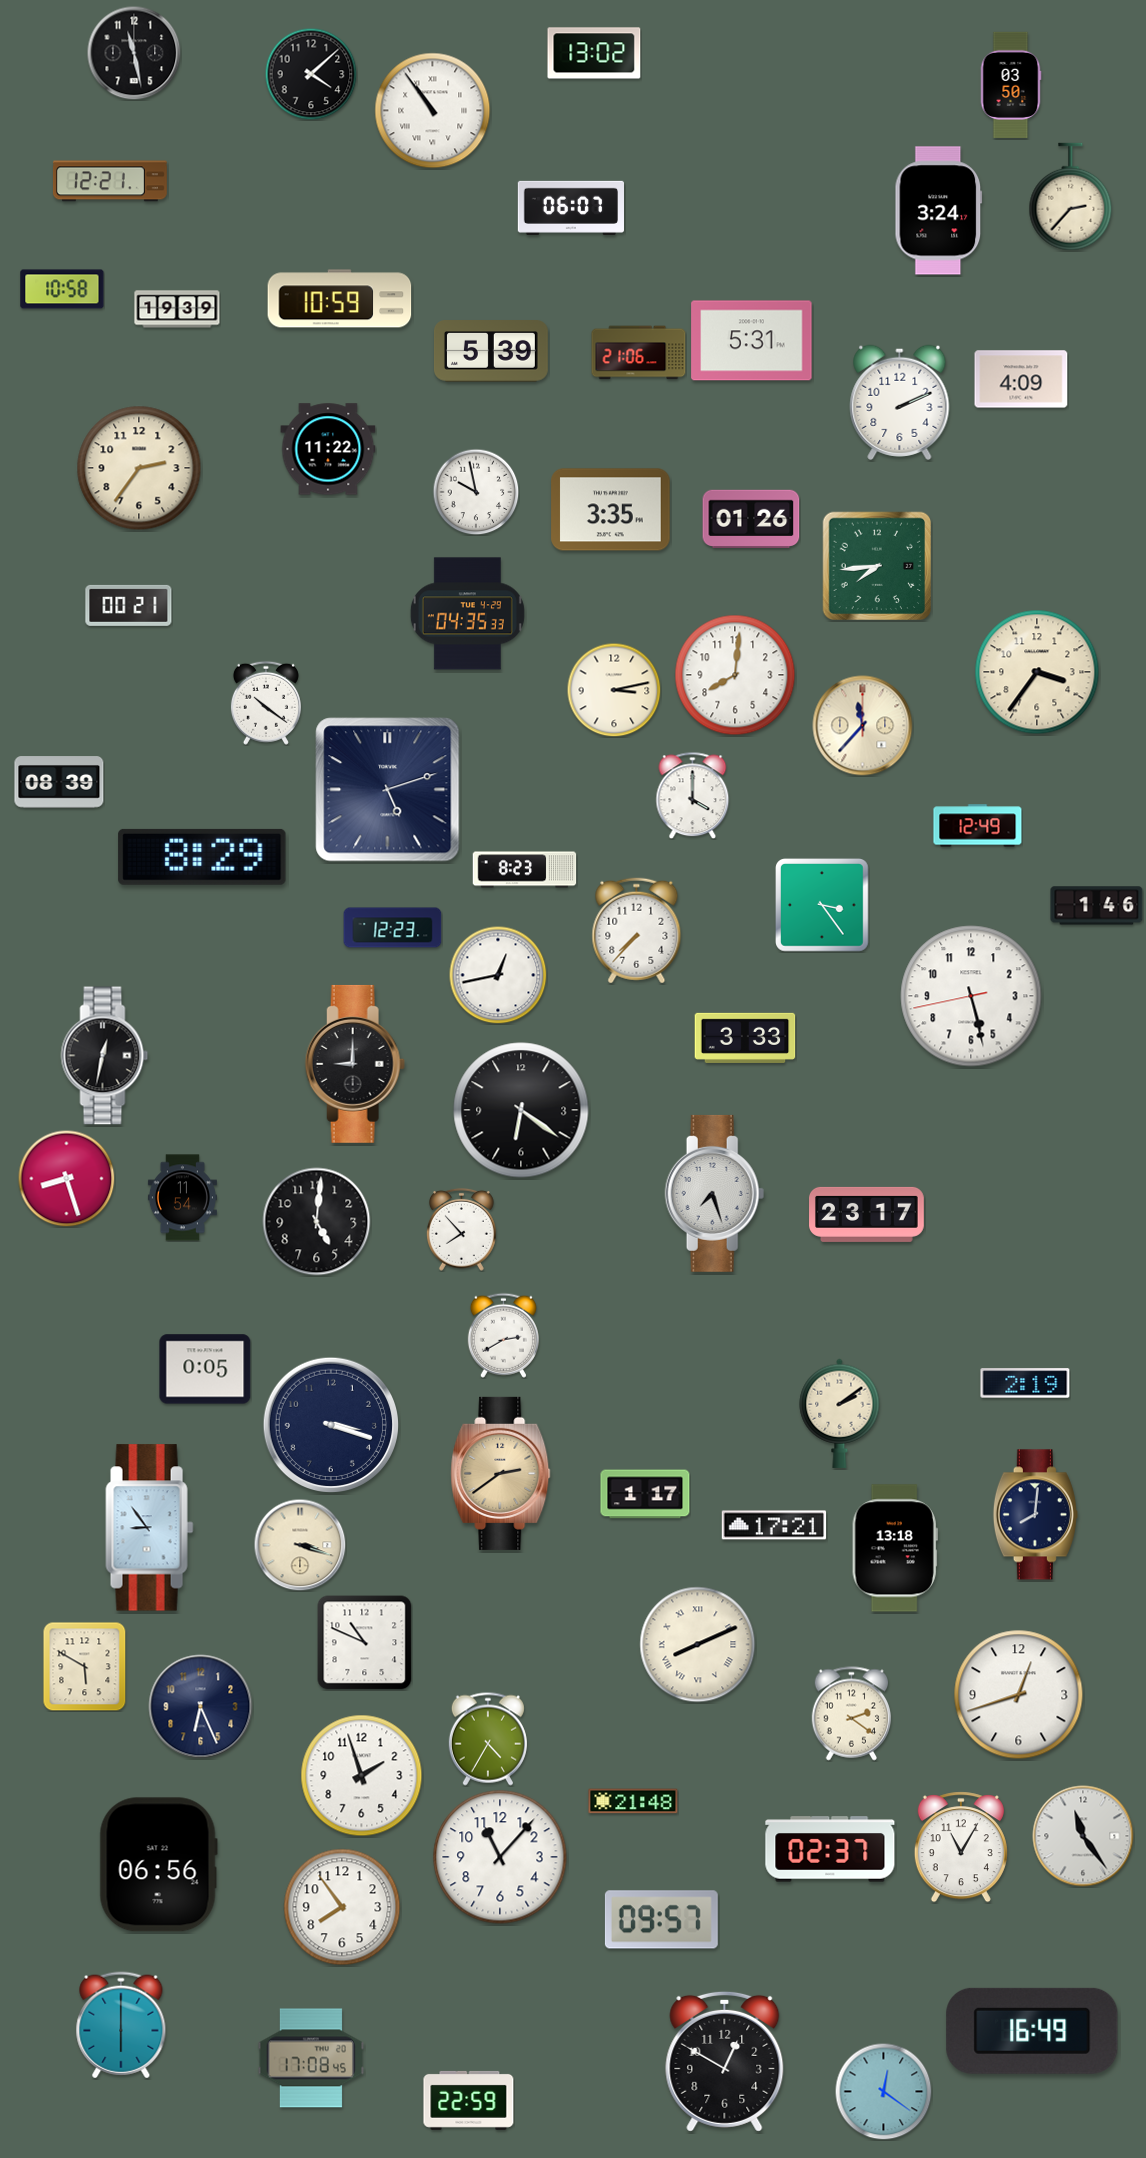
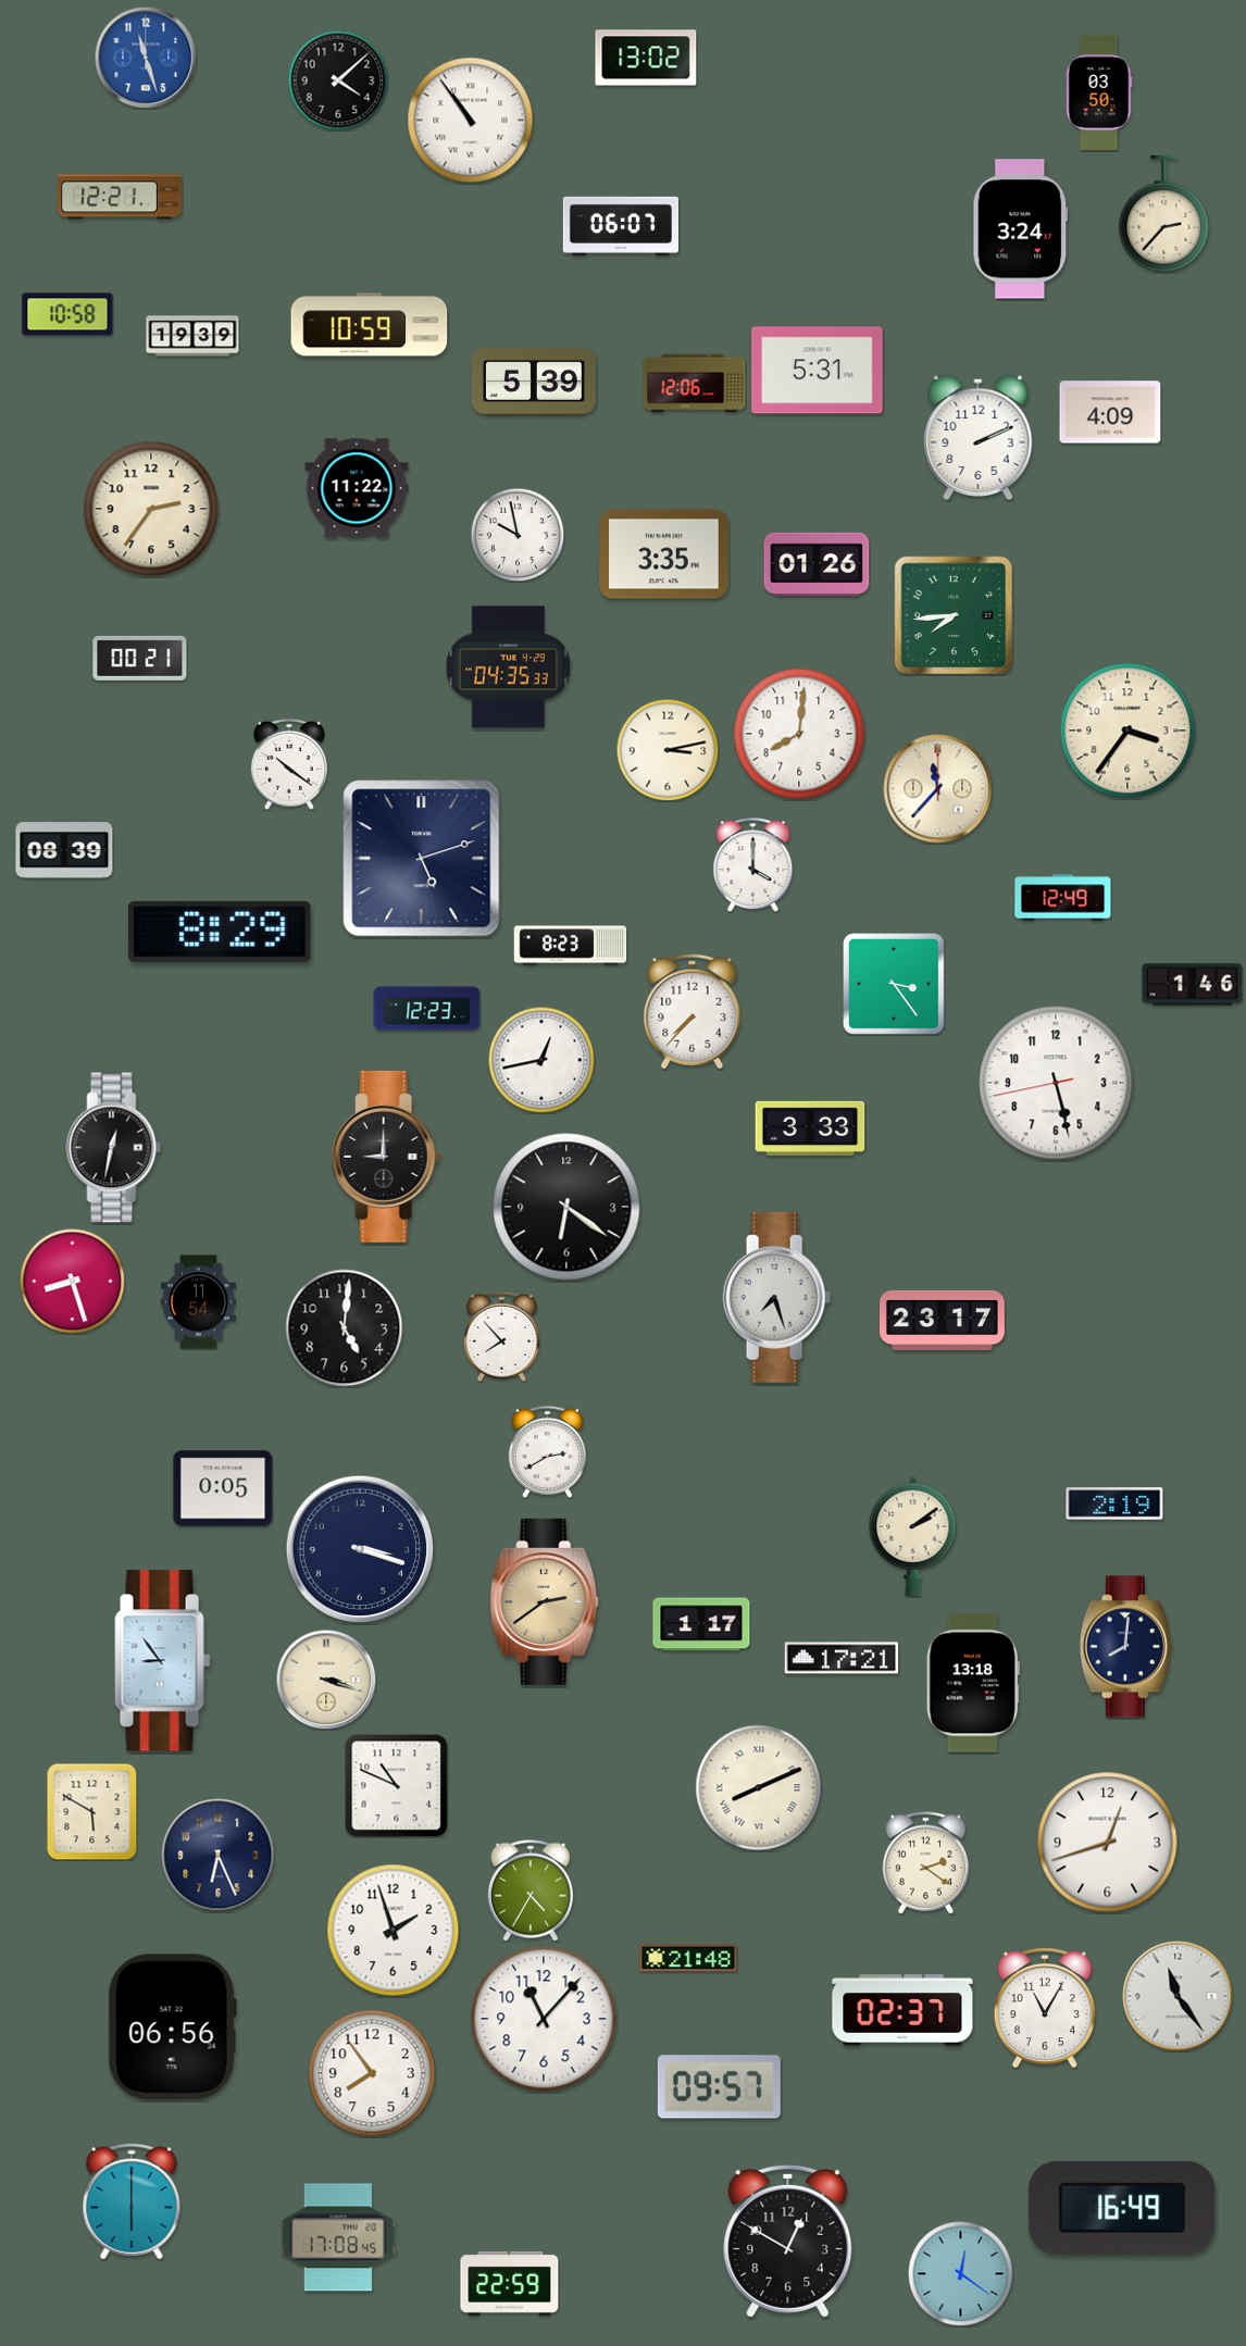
clock at (134, 53): 11:28 -> 11:27
clock at (134, 53) dial: black -> blue
clock at (639, 353): 21:06 -> 12:06
